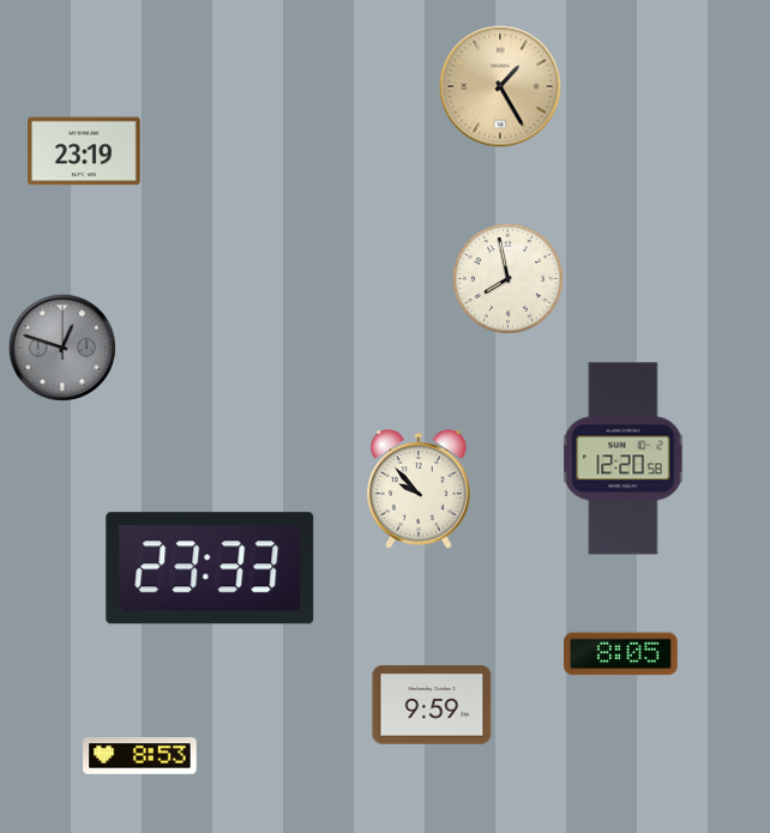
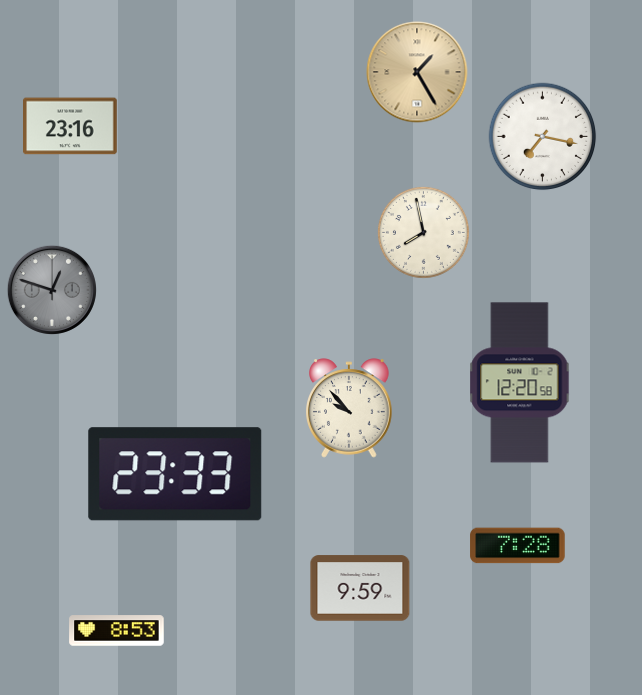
clock at (85, 151): 23:19 -> 23:16
clock at (543, 137): none -> 7:17
clock at (621, 654): 8:05 -> 7:28
